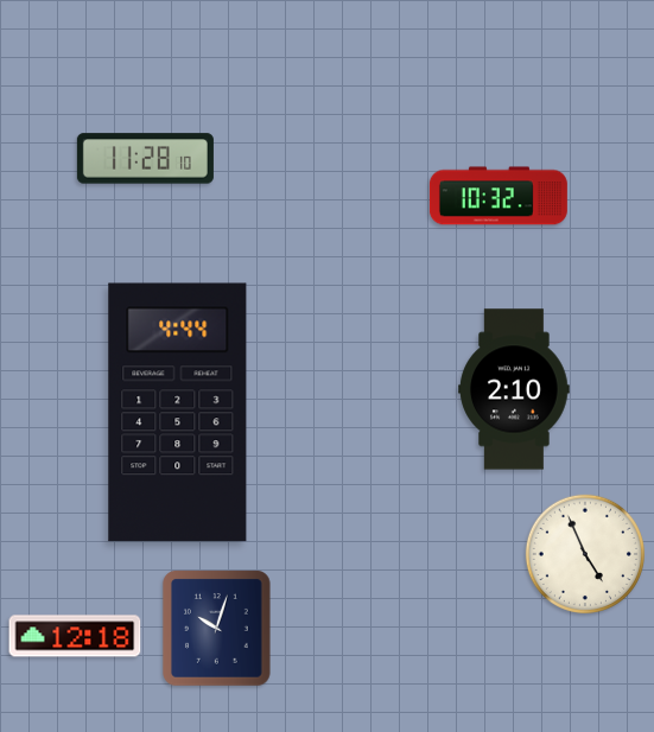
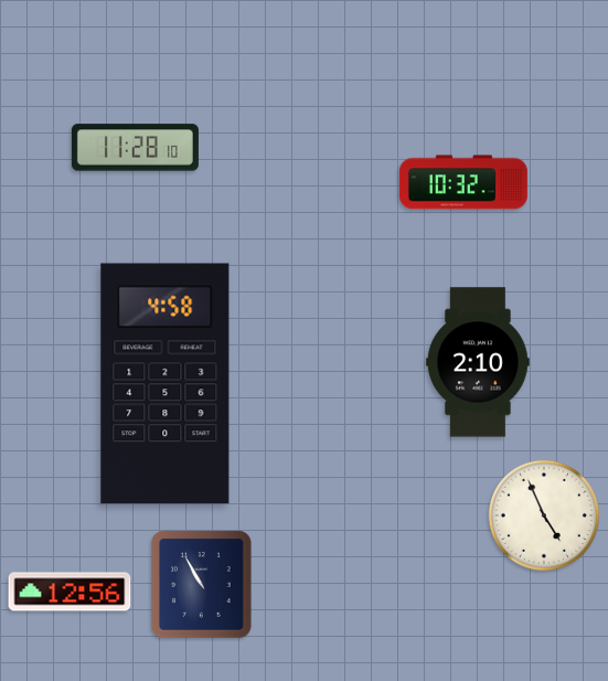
clock at (178, 413): 4:44 -> 4:58
clock at (217, 629): 10:03 -> 10:55
clock at (75, 636): 12:18 -> 12:56
